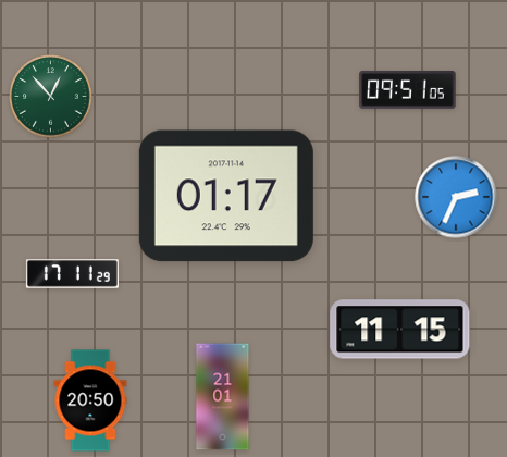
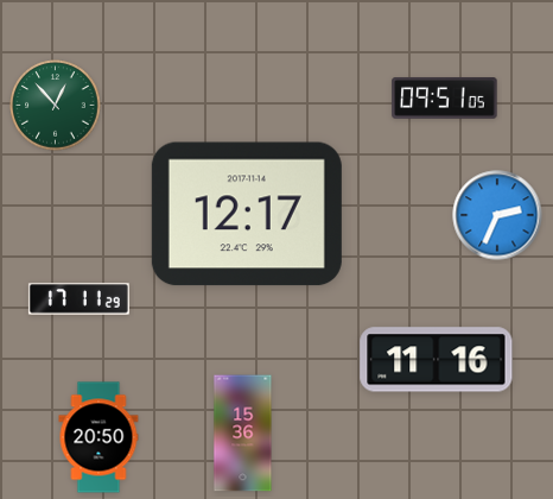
clock at (226, 196): 01:17 -> 12:17
clock at (400, 330): 11:15 -> 11:16
clock at (223, 397): 21:01 -> 15:36
